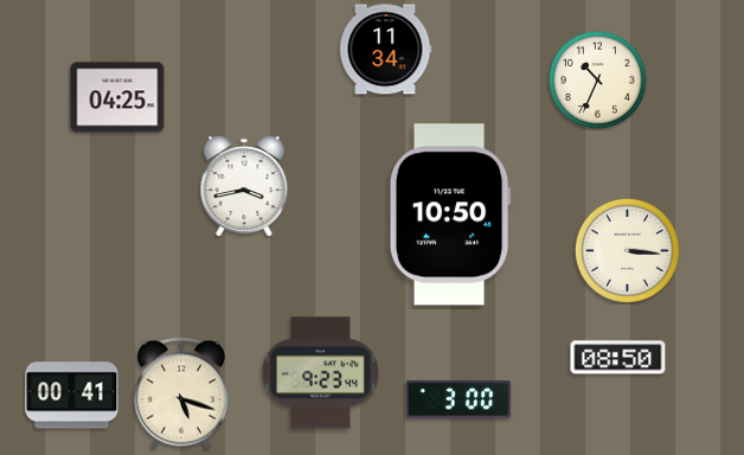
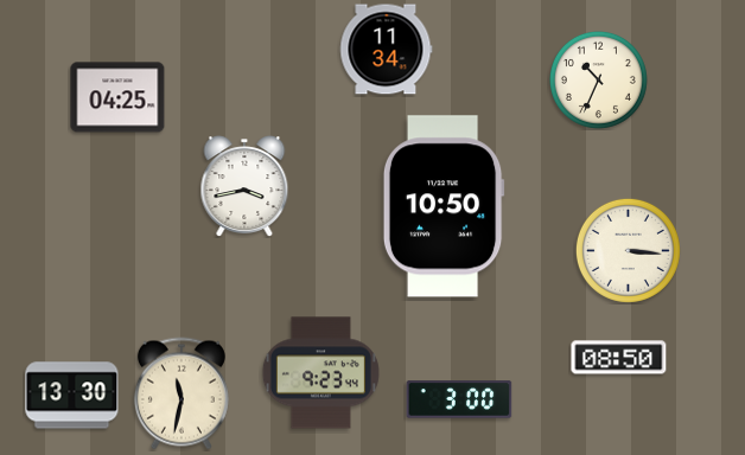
clock at (450, 214) position: (450, 214) -> (444, 206)
clock at (181, 393): 5:18 -> 11:32
clock at (72, 396): 00:41 -> 13:30
